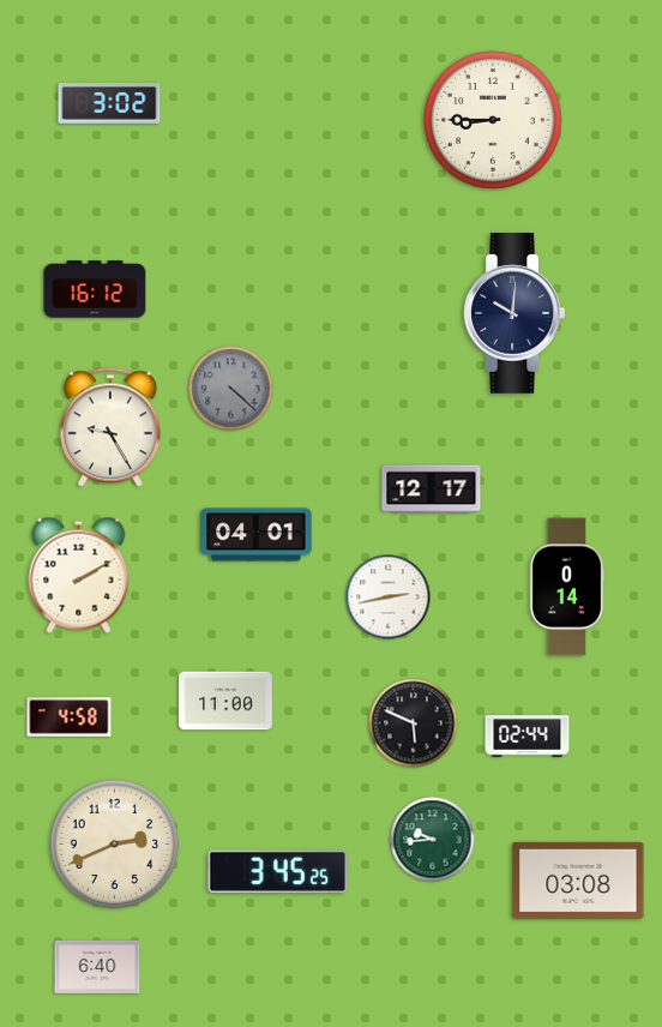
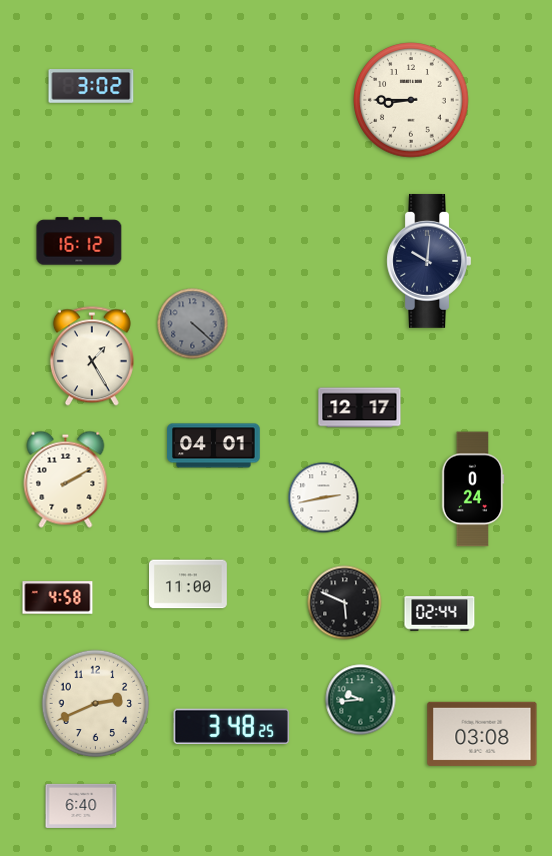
clock at (110, 427): 9:25 -> 1:25
clock at (567, 587): 0:14 -> 0:24
clock at (278, 871): 3:45 -> 3:48
